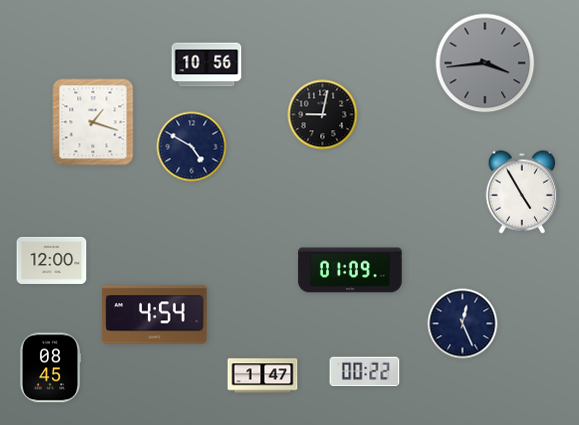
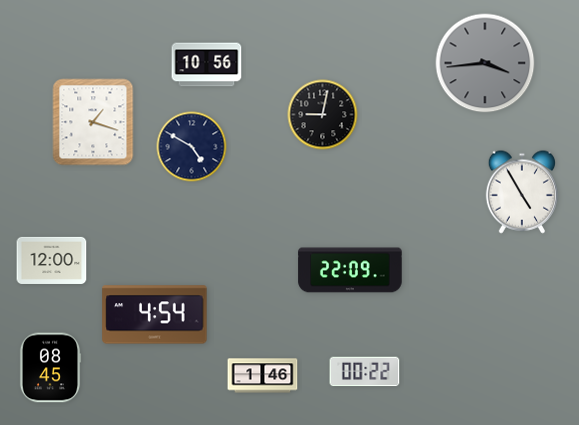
clock at (350, 270): 01:09 -> 22:09
clock at (463, 324): 12:26 -> none
clock at (263, 376): 1:47 -> 1:46
